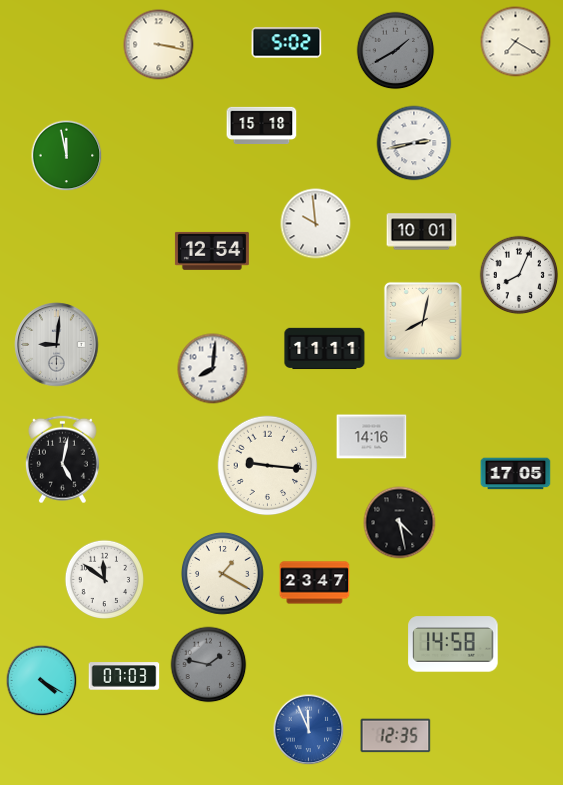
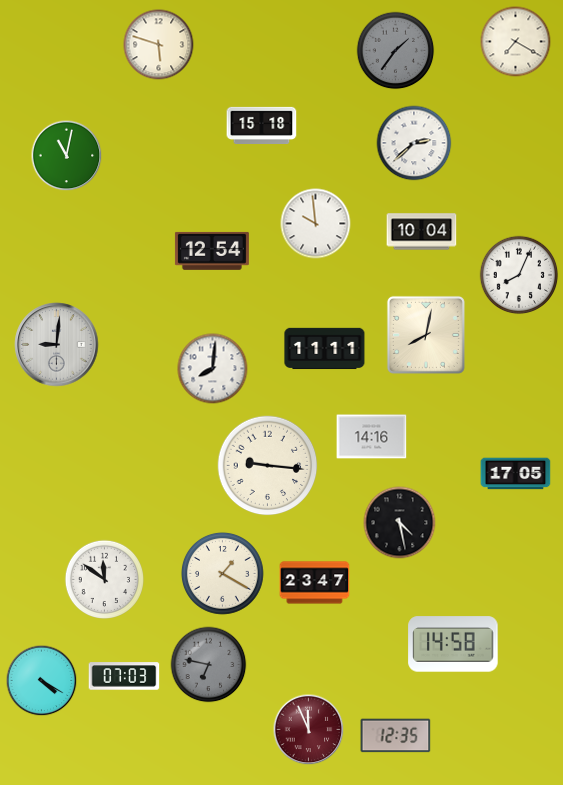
clock at (287, 43): 5:02 -> none
clock at (159, 45): 3:17 -> 5:48
clock at (396, 51): 1:40 -> 1:36
clock at (414, 143): 2:43 -> 2:38
clock at (67, 156): 11:58 -> 11:02
clock at (422, 232): 10:01 -> 10:04
clock at (423, 321) position: (423, 321) -> (426, 335)
clock at (62, 460): 5:02 -> none
clock at (209, 665): 1:47 -> 6:47
clock at (309, 730) dial: blue -> burgundy
